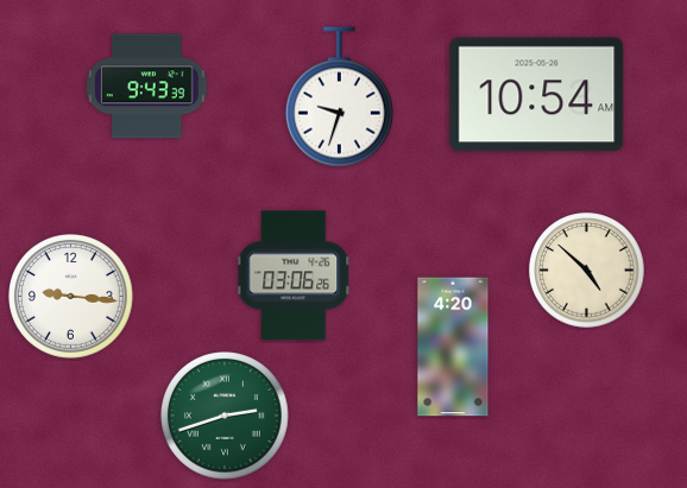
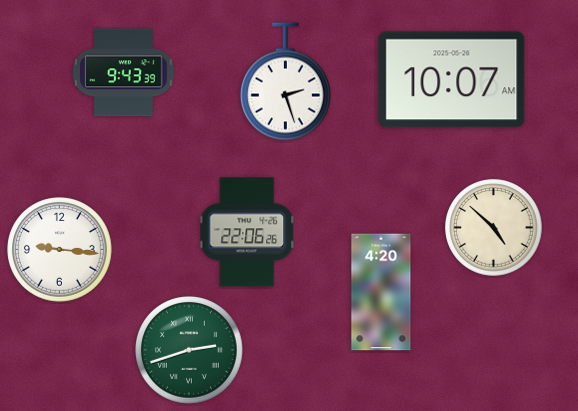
clock at (537, 95): 10:54 -> 10:07
clock at (339, 97): 9:33 -> 2:27
clock at (295, 275): 03:06 -> 22:06
